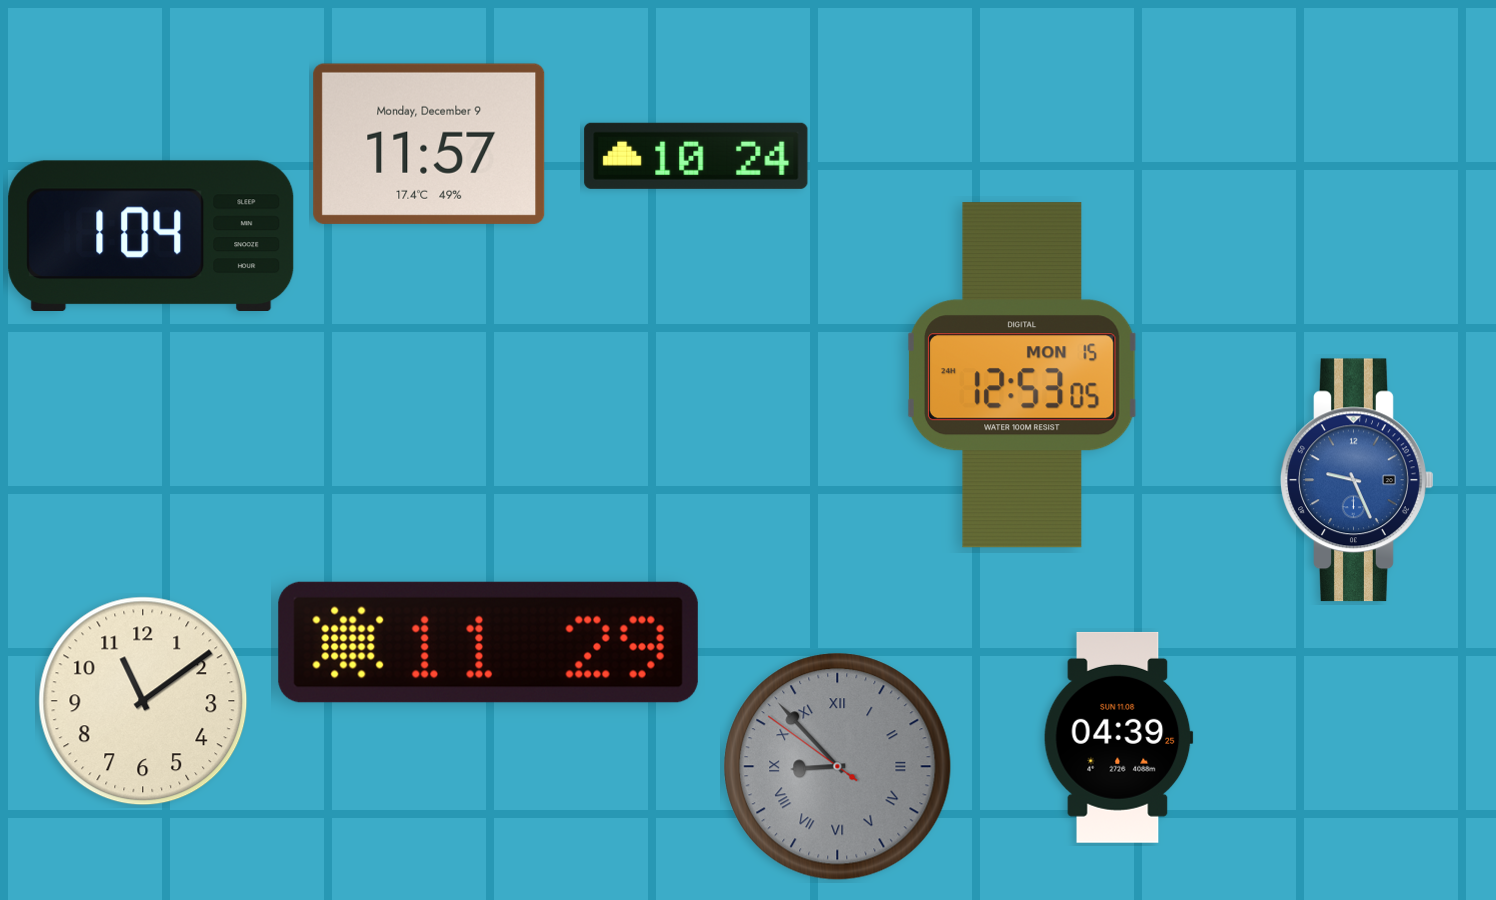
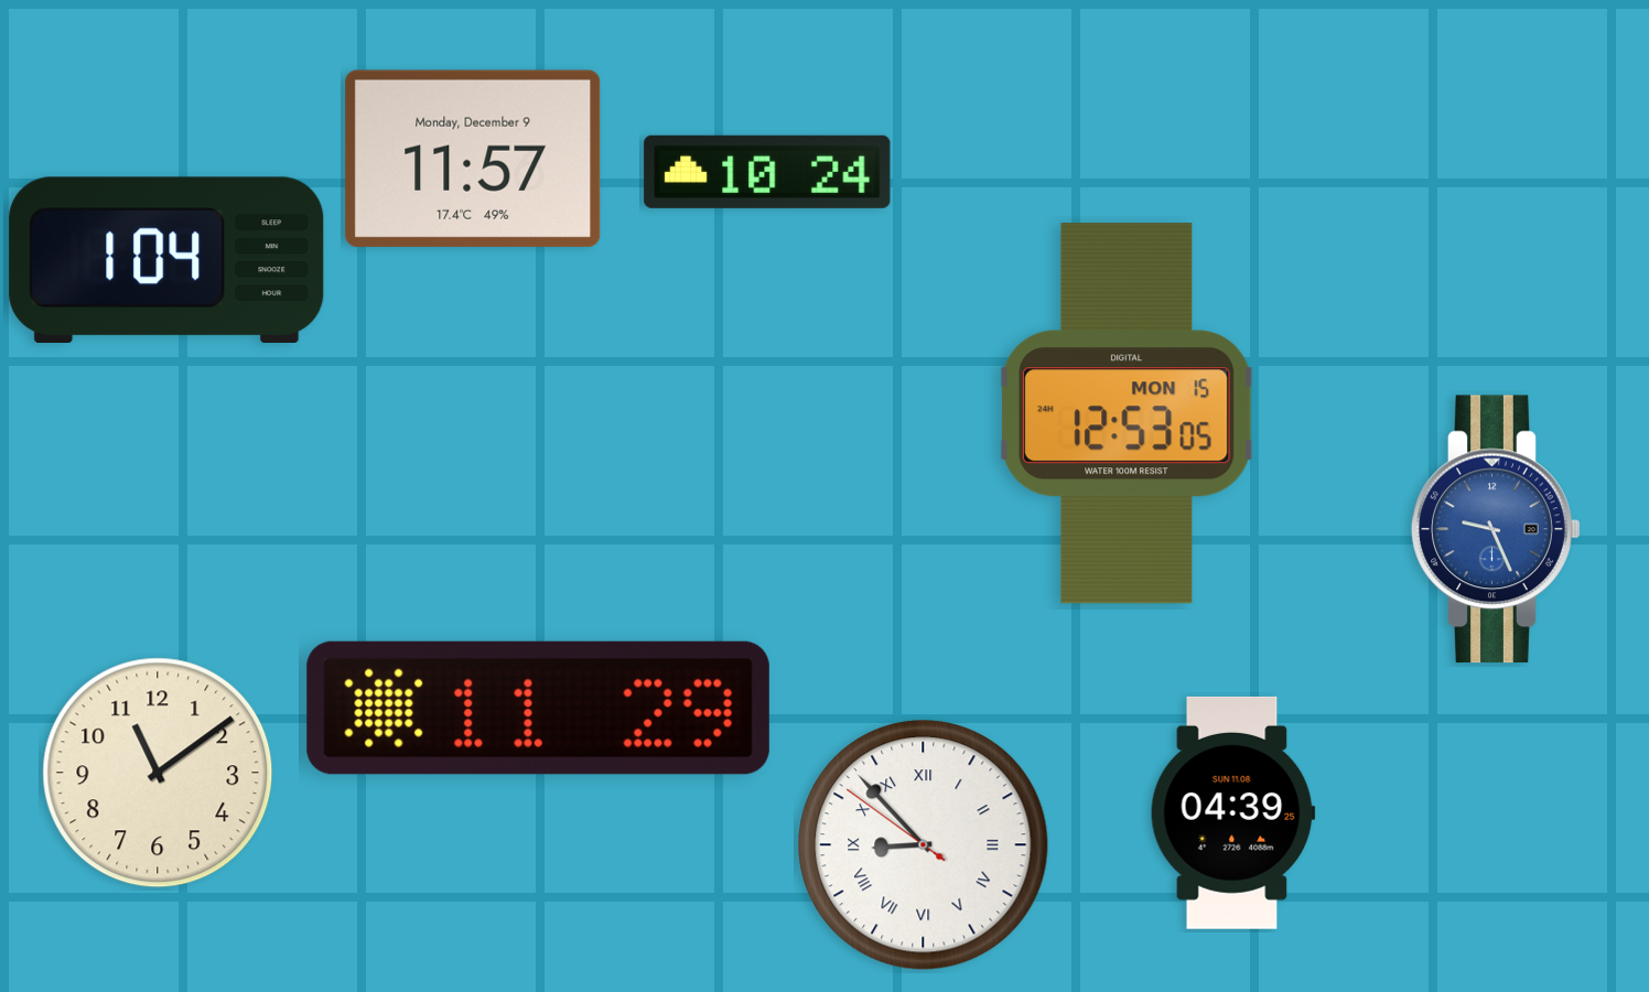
clock at (838, 767) dial: grey -> white
